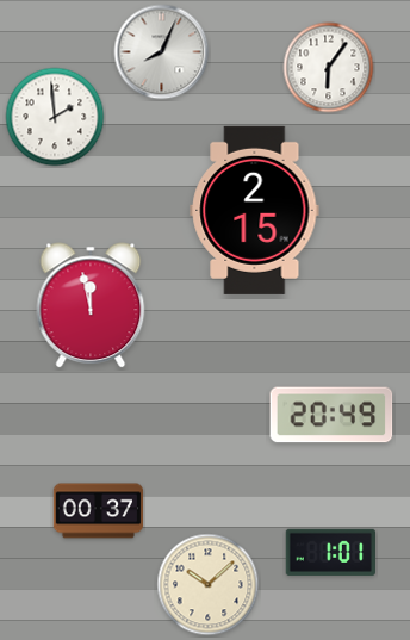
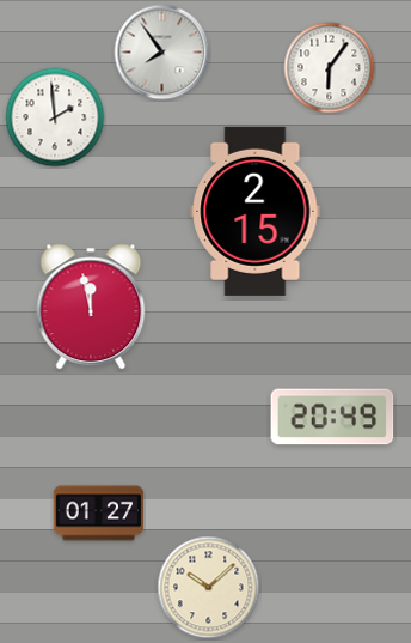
clock at (162, 52): 8:04 -> 7:54
clock at (99, 511): 00:37 -> 01:27
clock at (330, 552): 1:01 -> none
